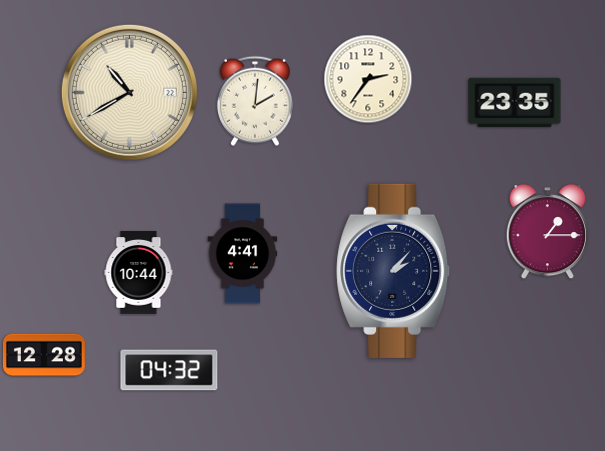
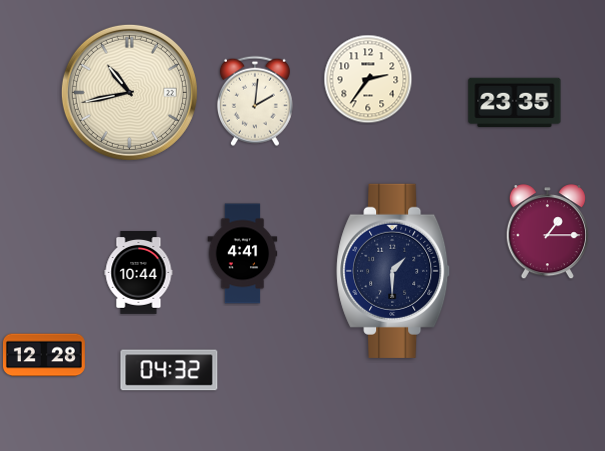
clock at (129, 92): 10:40 -> 10:43
clock at (394, 271): 2:07 -> 1:30
